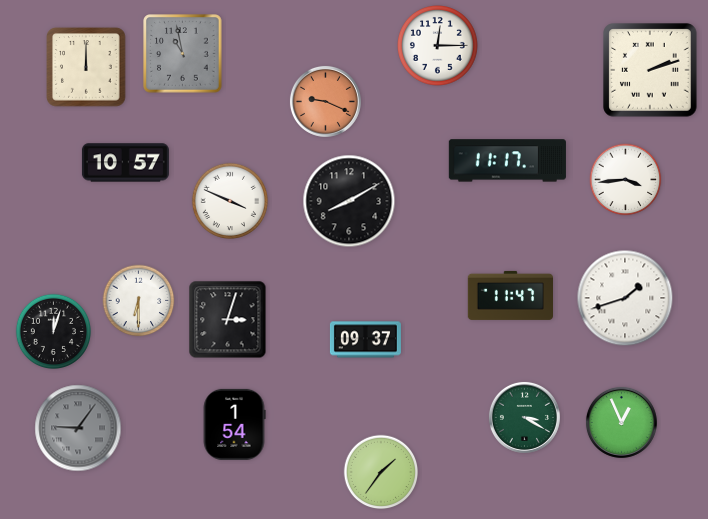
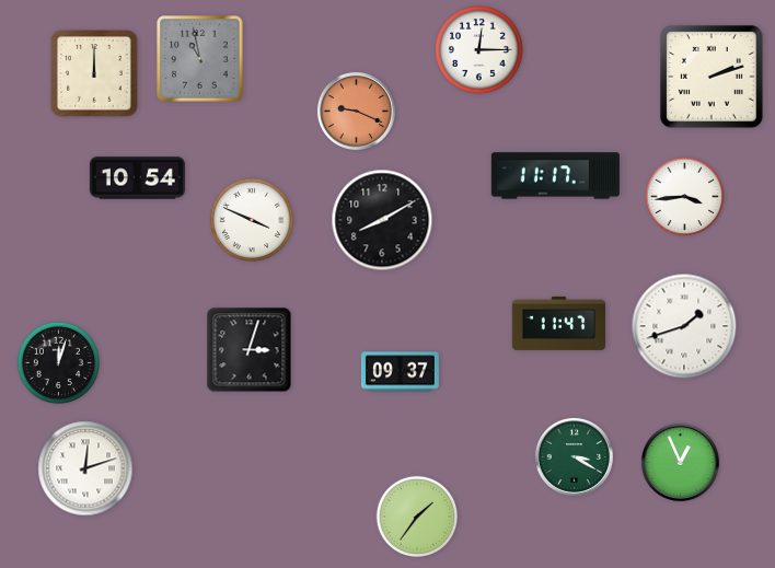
clock at (125, 163): 10:57 -> 10:54
clock at (139, 301): 6:30 -> none
clock at (234, 424): 1:54 -> none
clock at (78, 428): 9:06 -> 12:12
clock at (78, 428) dial: grey -> white
